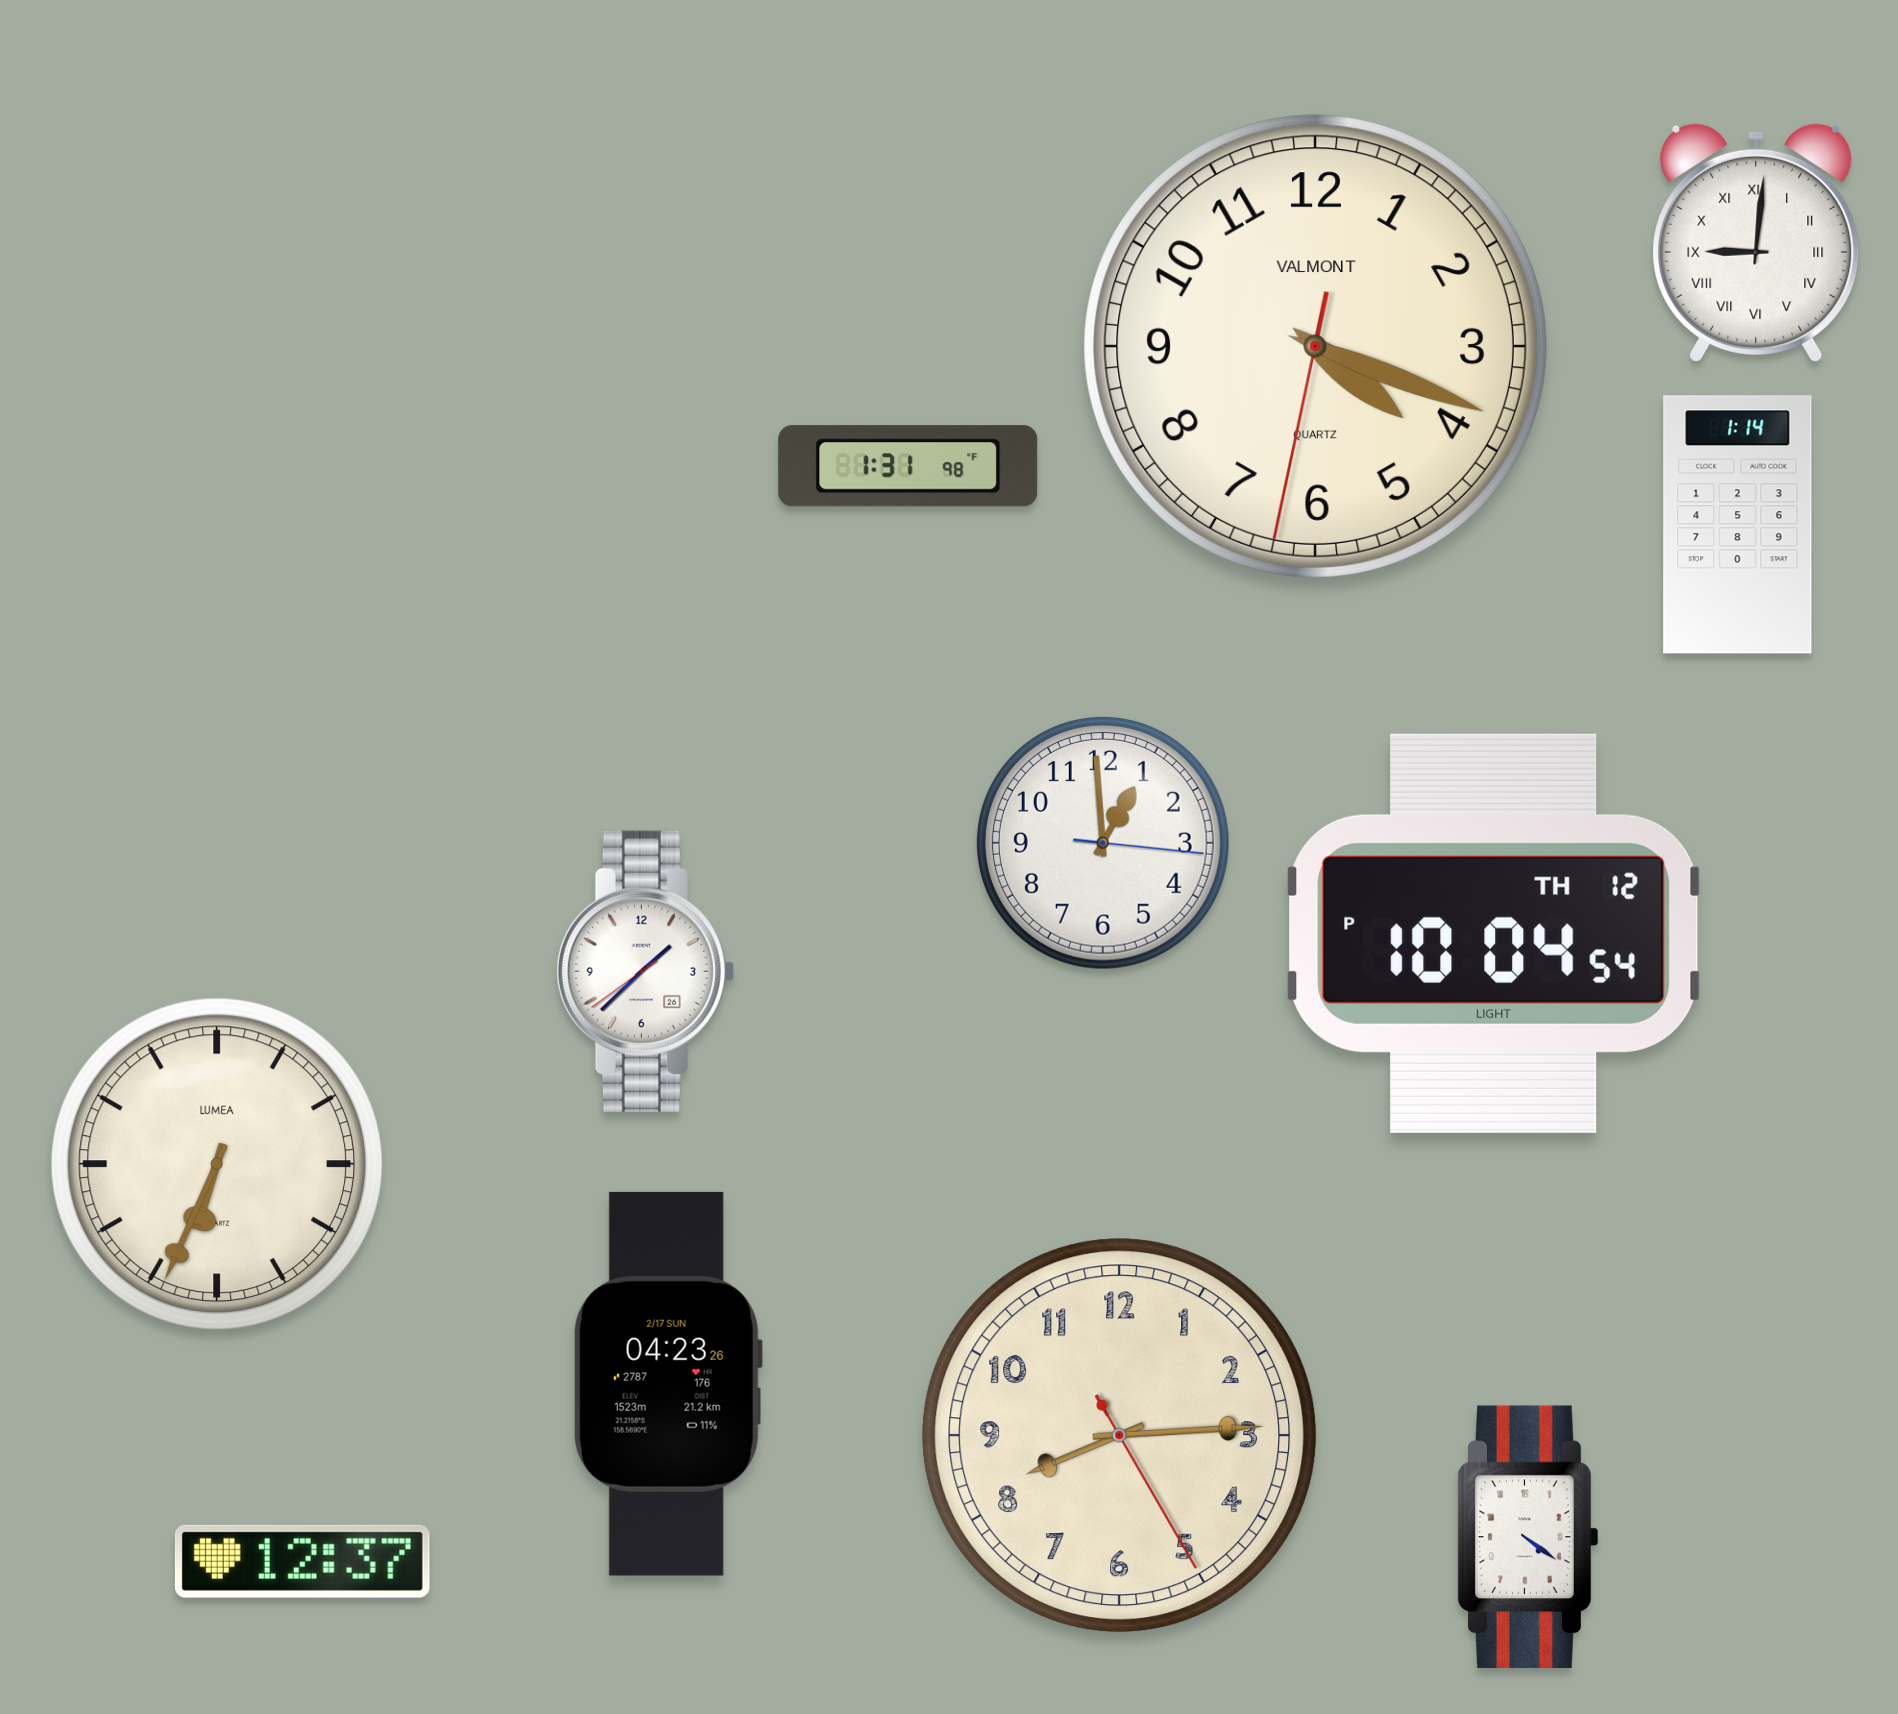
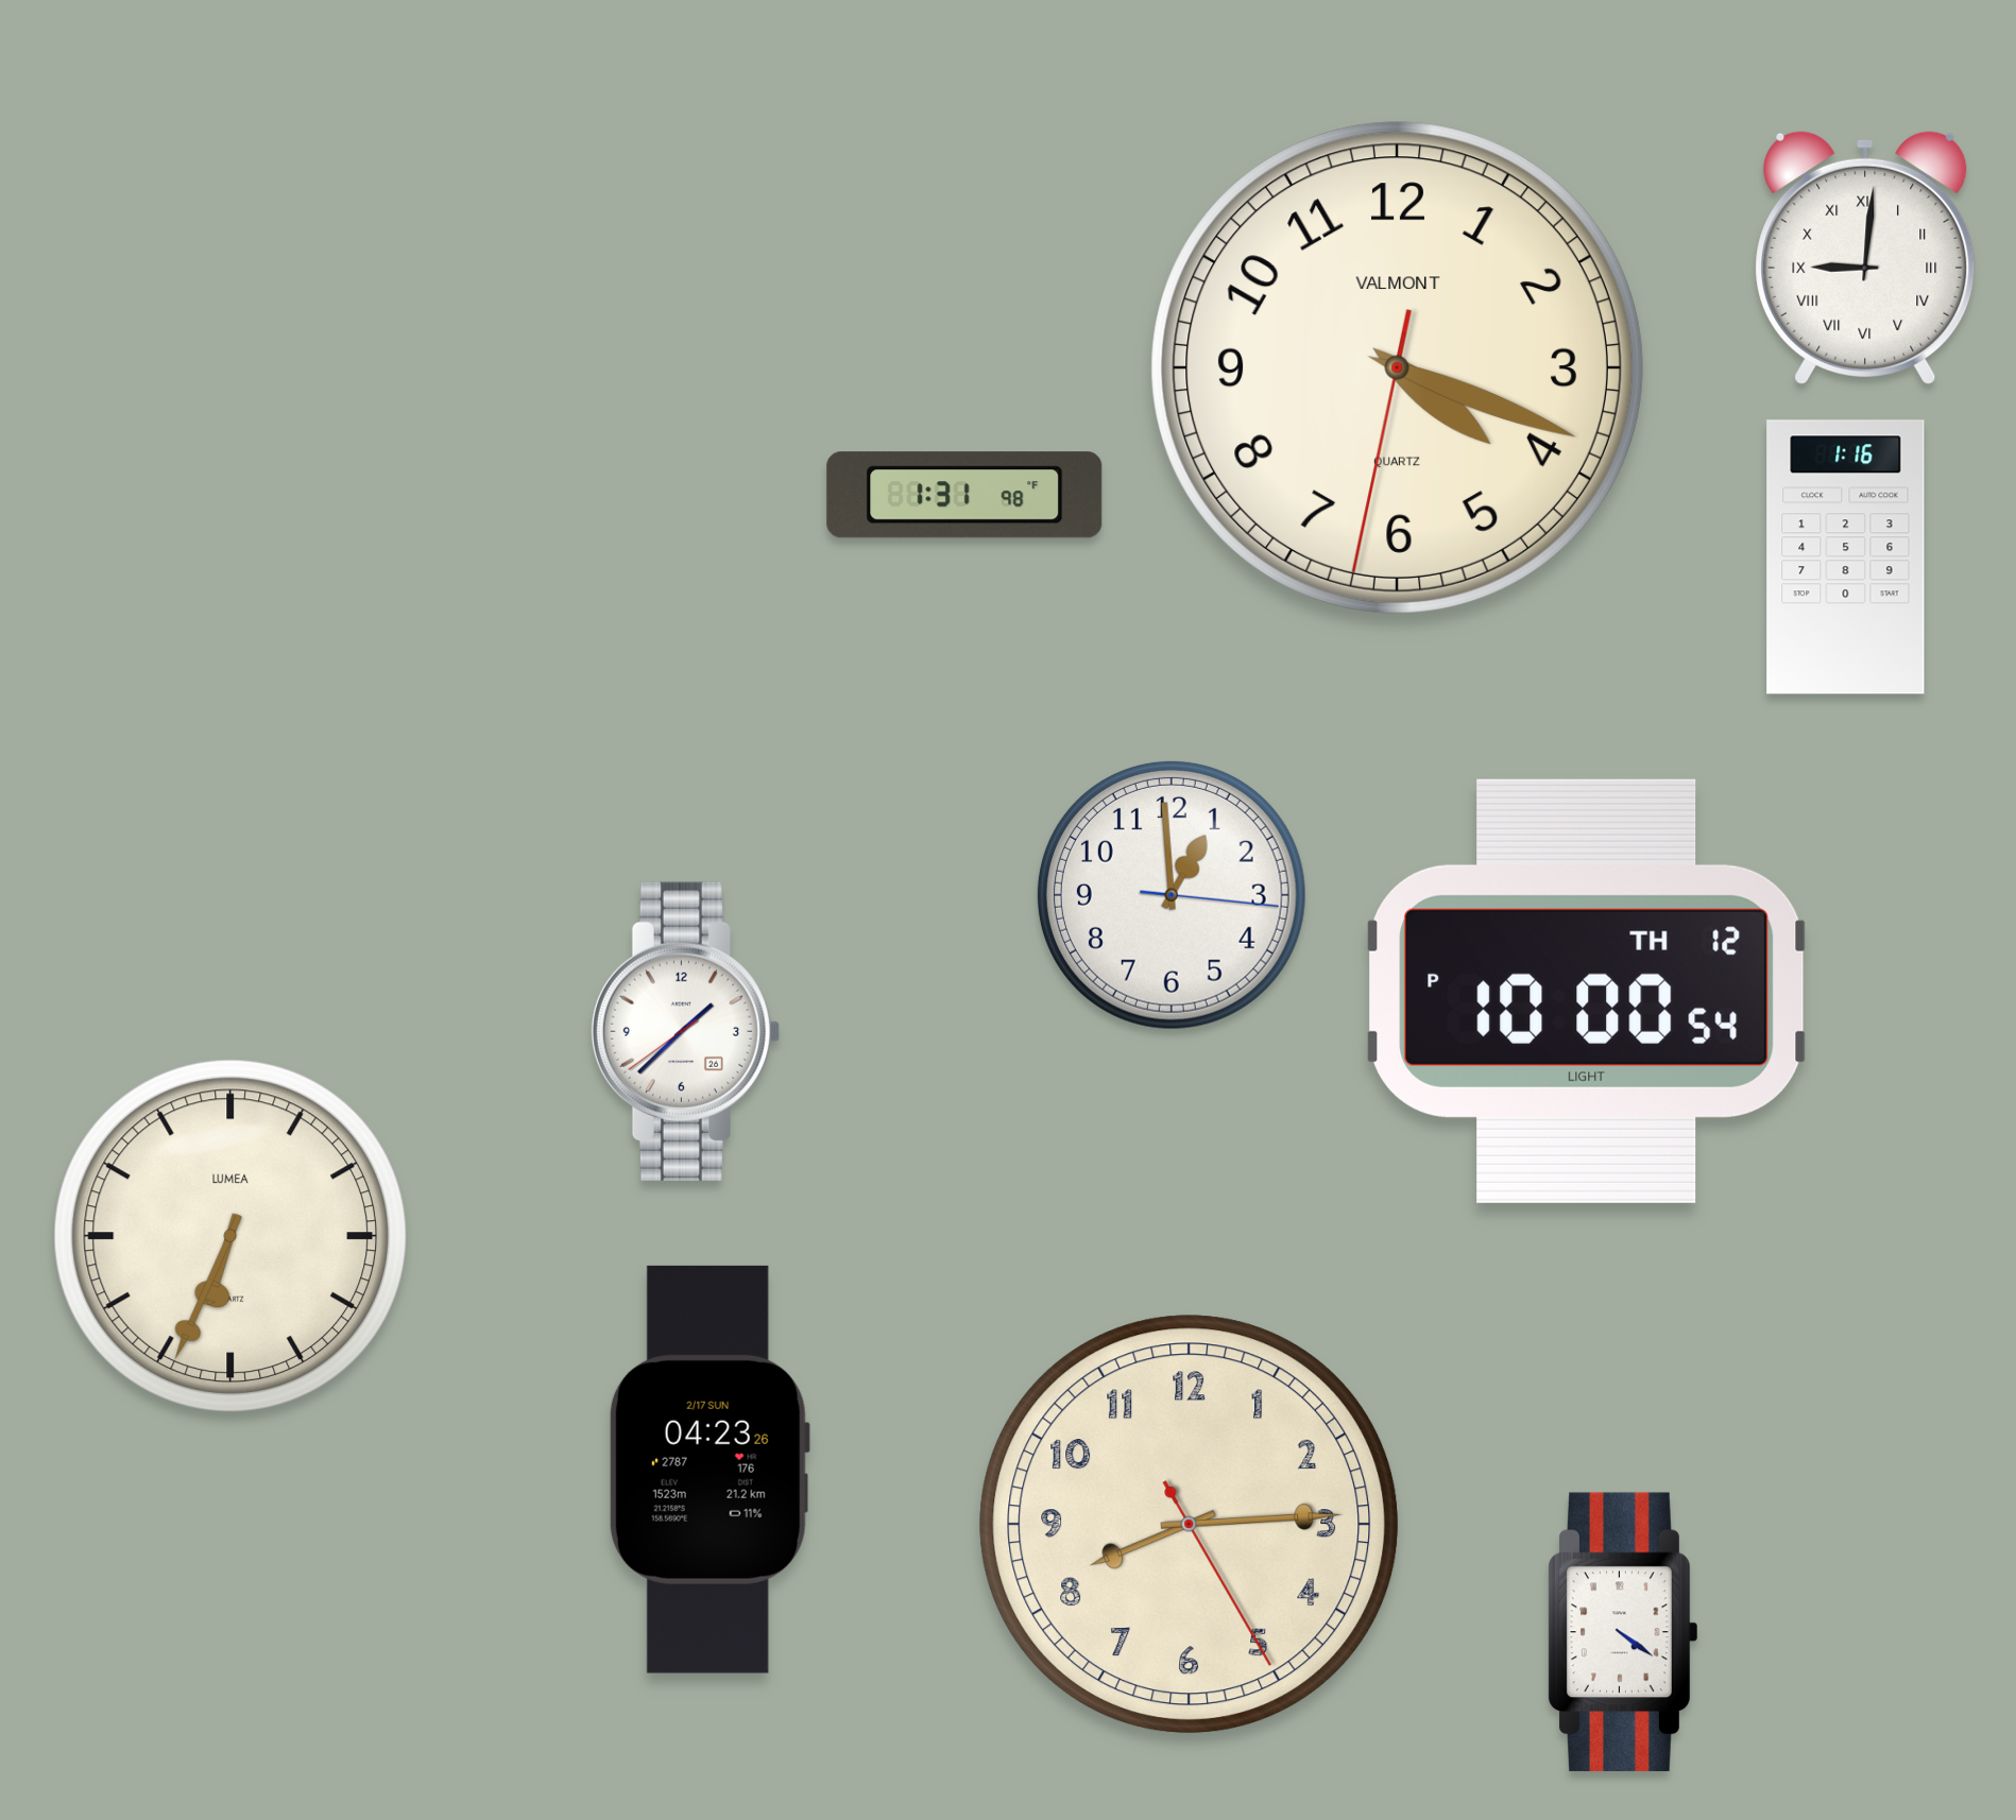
clock at (1738, 525): 1:14 -> 1:16
clock at (1494, 933): 10:04 -> 10:00
clock at (302, 1561): 12:37 -> none
